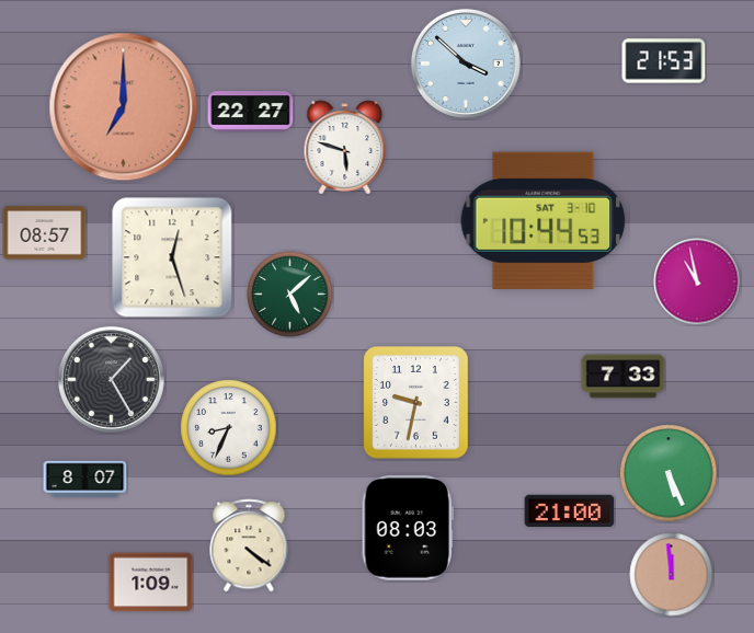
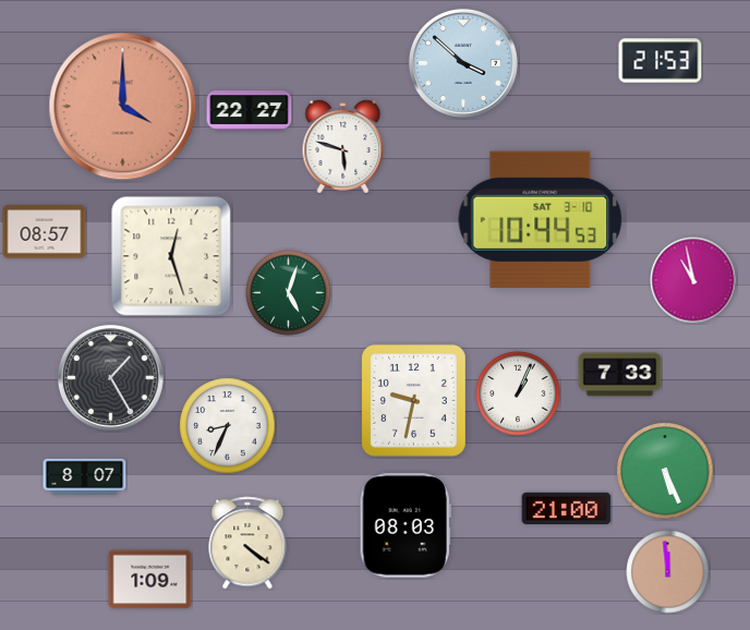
clock at (124, 107): 7:00 -> 4:00
clock at (290, 295): 5:08 -> 5:03
clock at (518, 393): none -> 1:04
